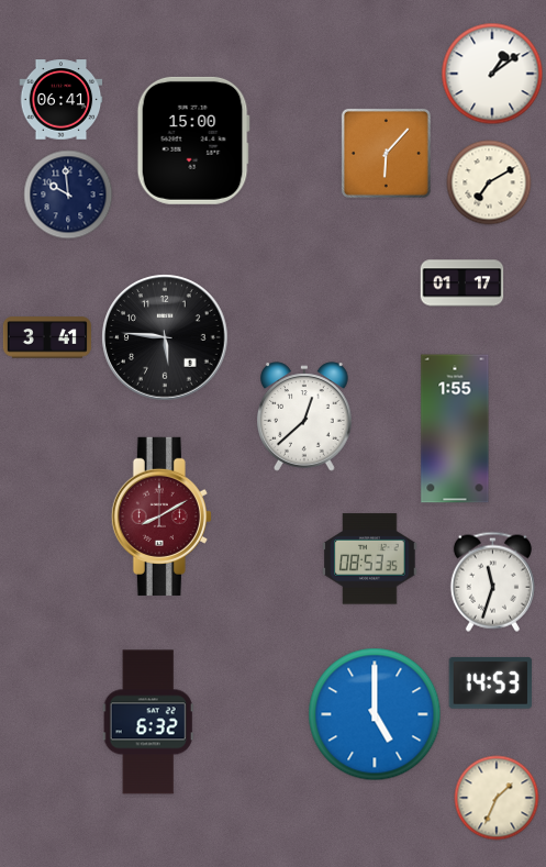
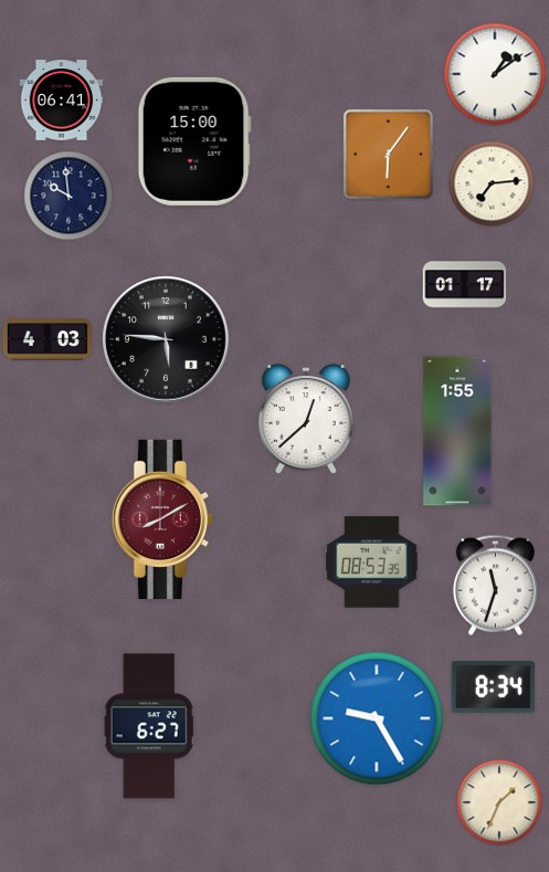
clock at (386, 153): 6:07 -> 6:06
clock at (489, 182): 7:10 -> 7:14
clock at (47, 337): 3:41 -> 4:03
clock at (491, 682): 14:53 -> 8:34
clock at (375, 714): 5:00 -> 9:25
clock at (148, 722): 6:32 -> 6:27
